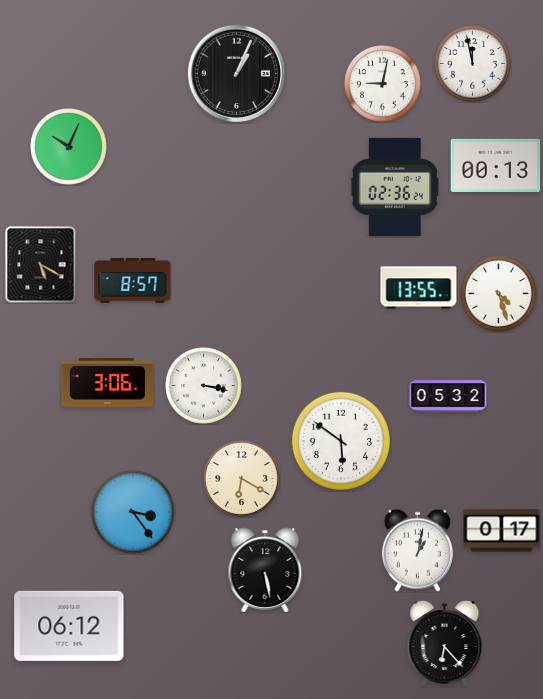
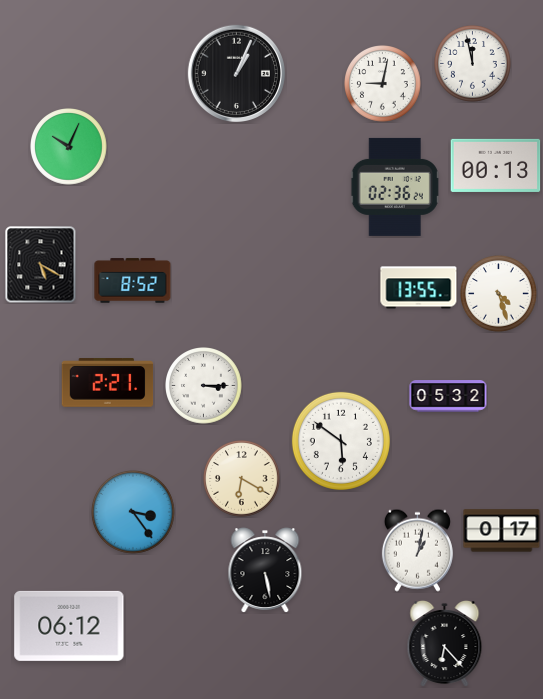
clock at (133, 281): 8:57 -> 8:52
clock at (108, 383): 3:06 -> 2:21
clock at (204, 386): 3:17 -> 3:15
